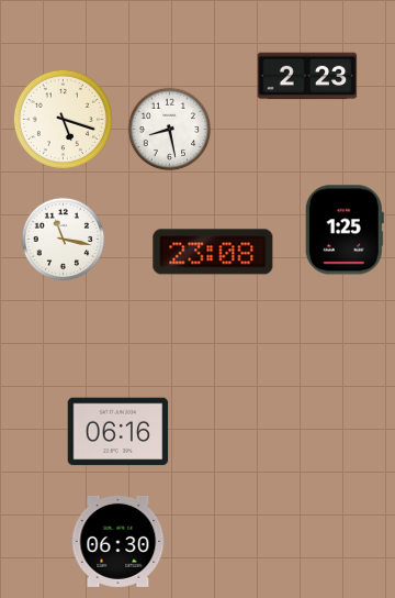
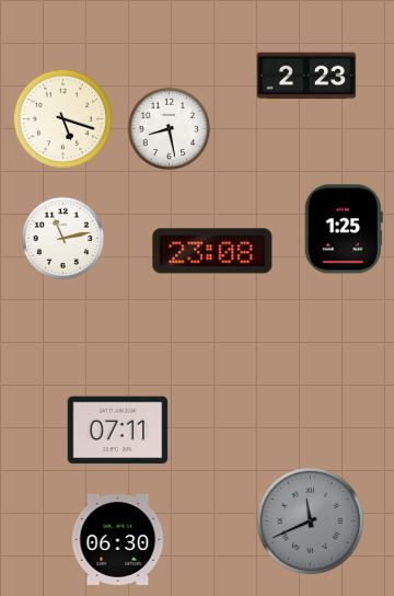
clock at (64, 240): 11:17 -> 11:13
clock at (119, 432): 06:16 -> 07:11
clock at (310, 520): none -> 11:41
